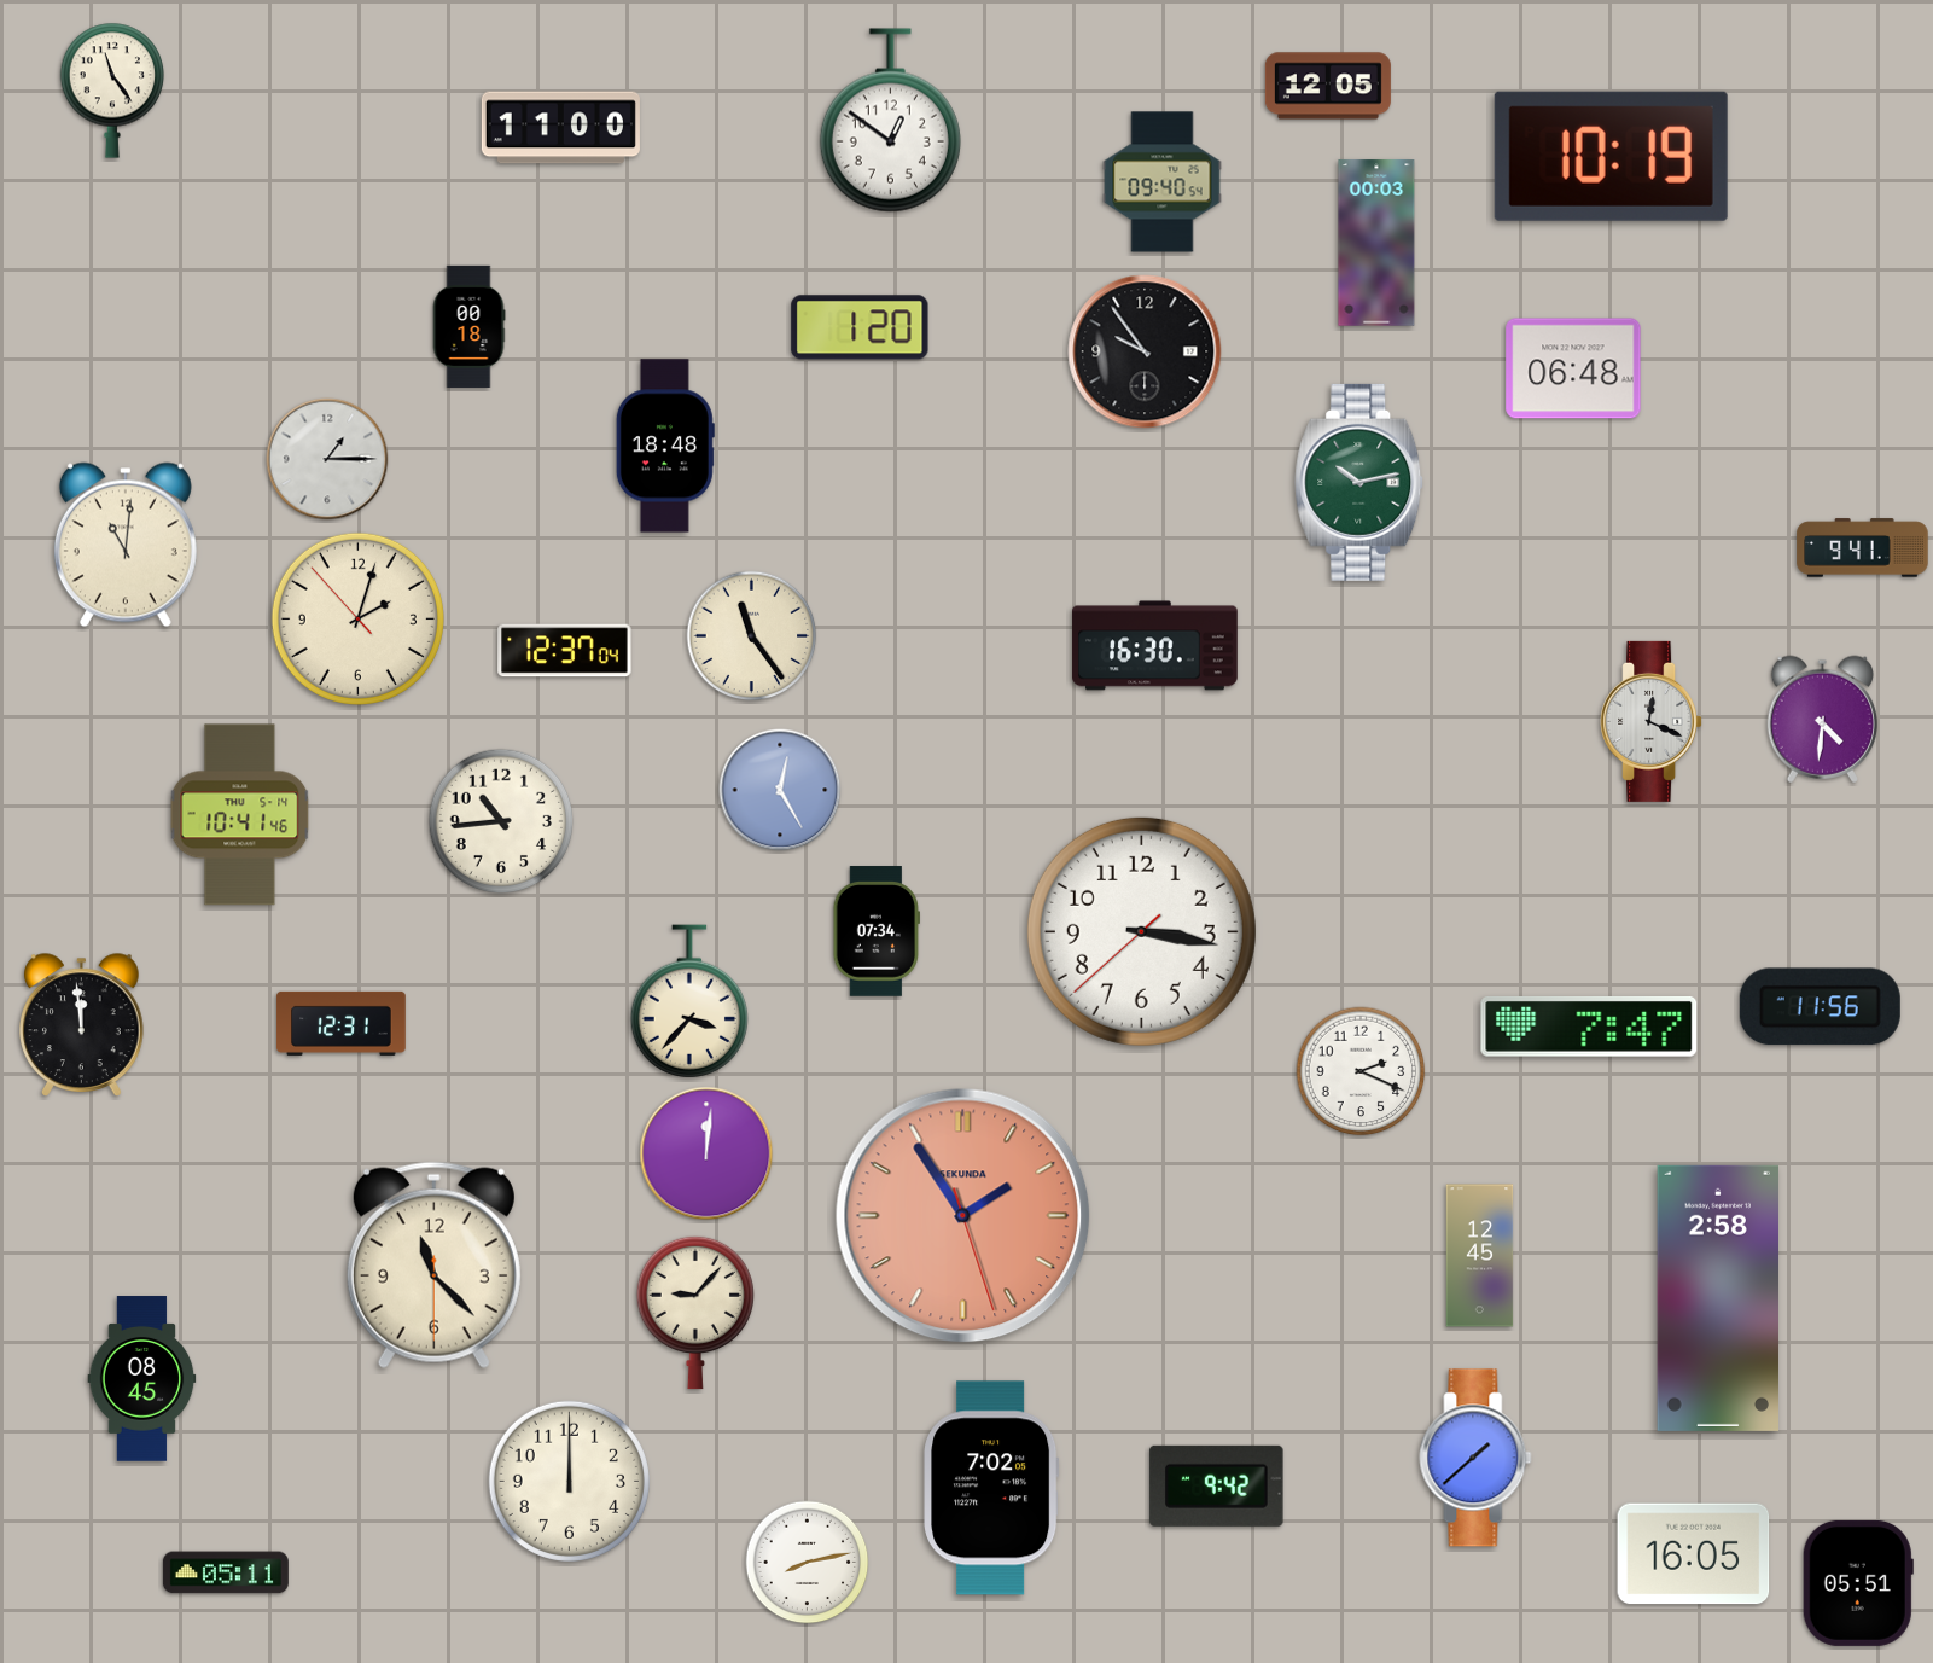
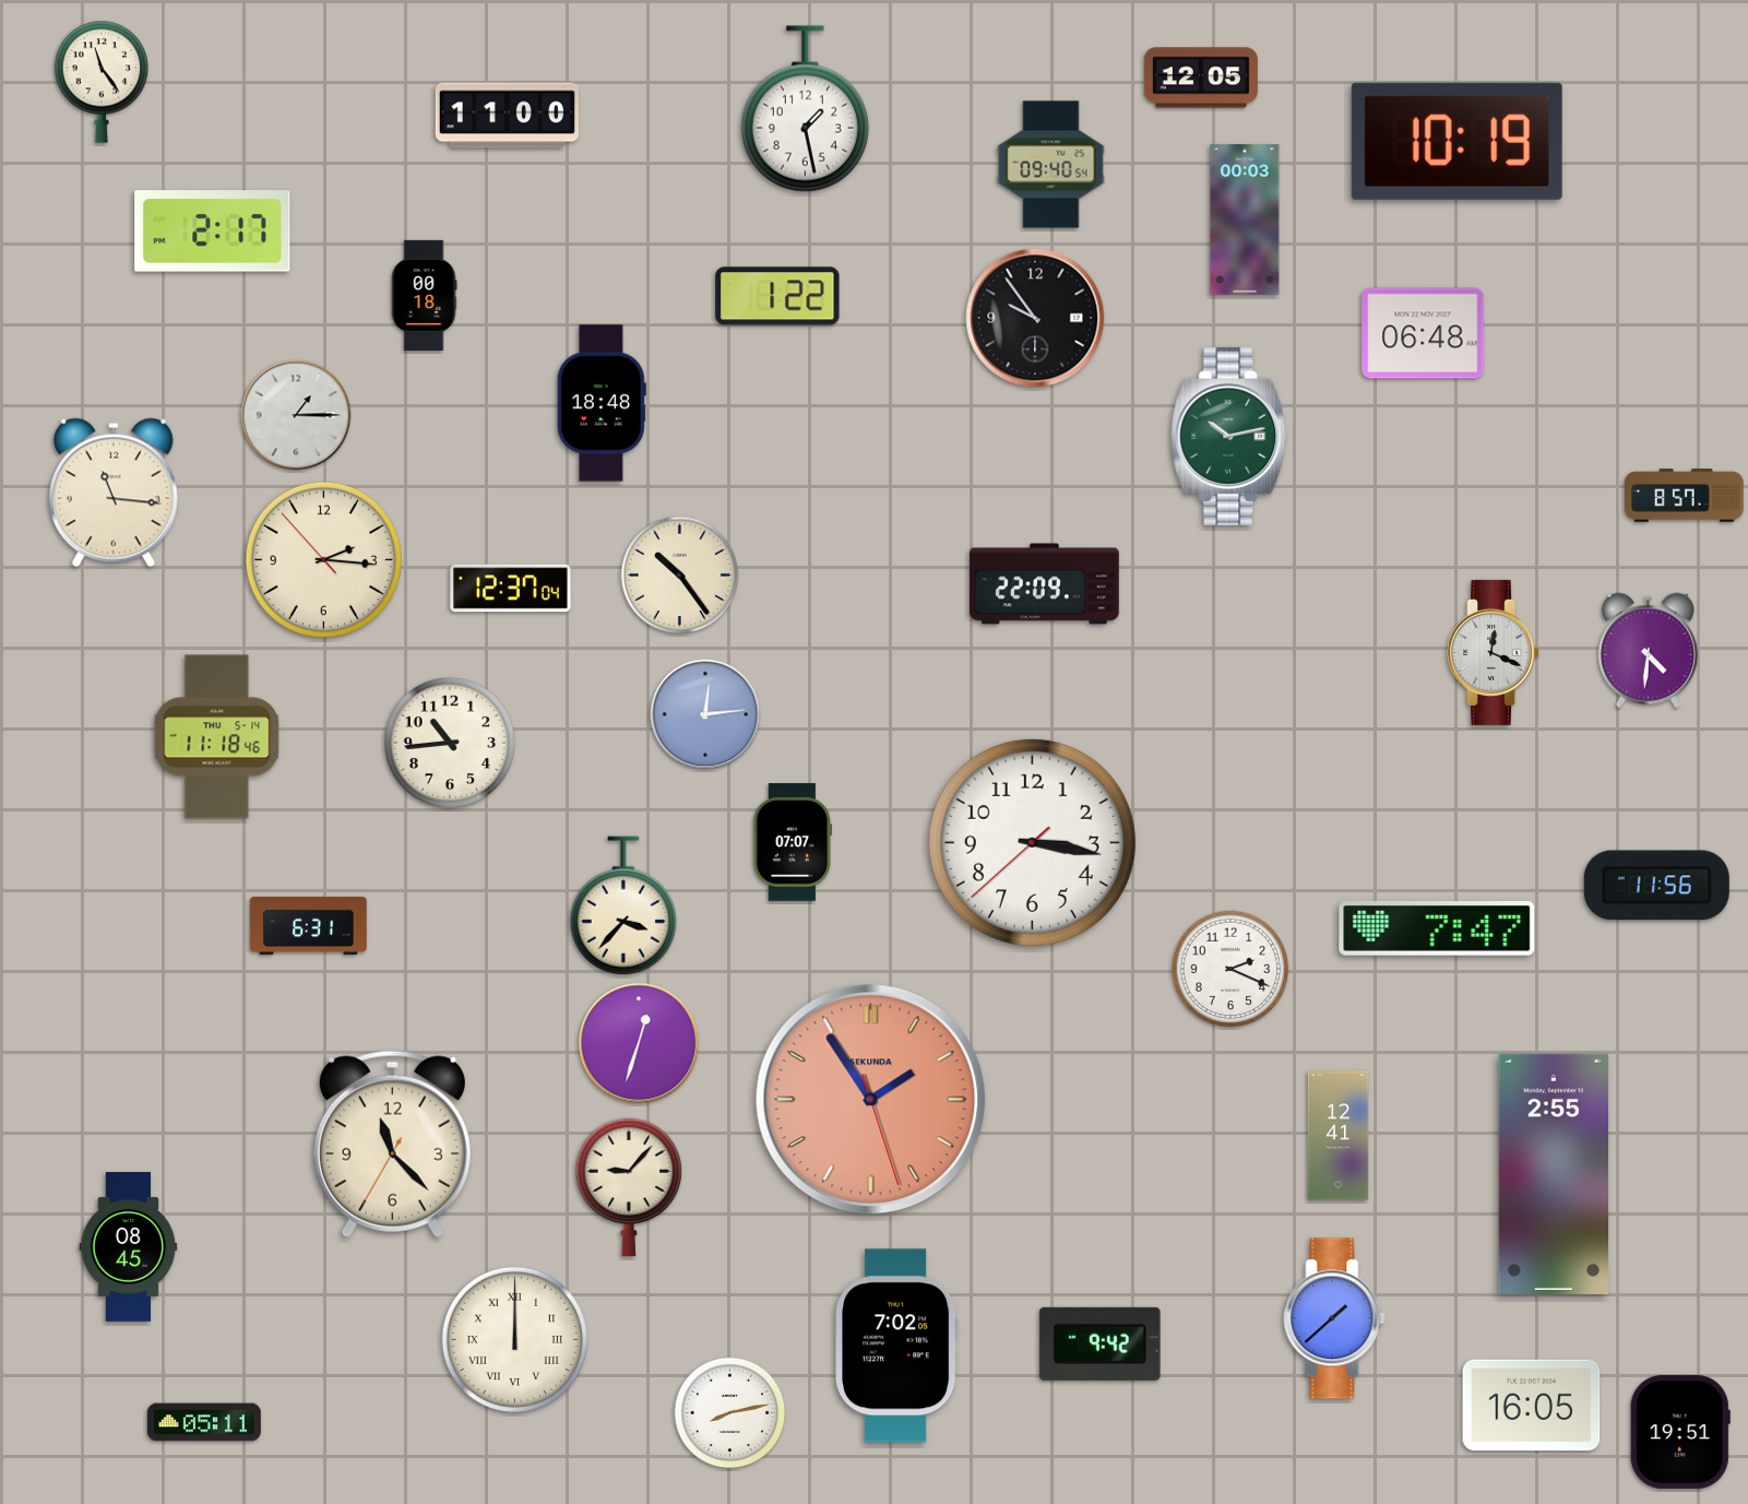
clock at (890, 121): 12:51 -> 1:28
clock at (213, 232): none -> 2:17
clock at (860, 327): 1:20 -> 1:22
clock at (126, 545): 11:01 -> 11:16
clock at (1863, 548): 9:41 -> 8:57
clock at (357, 618): 2:02 -> 2:15
clock at (752, 636): 11:24 -> 10:24
clock at (1155, 646): 16:30 -> 22:09
clock at (780, 790): 12:25 -> 12:14
clock at (240, 815): 10:41 -> 11:18
clock at (501, 821) position: (501, 821) -> (450, 743)
clock at (875, 931): 07:34 -> 07:07
clock at (1820, 1007) position: (1820, 1007) -> (1656, 886)
clock at (342, 1023): 12:31 -> 6:31
clock at (82, 1025): 11:59 -> none
clock at (706, 1153): 12:01 -> 12:33
clock at (1480, 1256): 12:45 -> 12:41
clock at (433, 1264): 11:22:30 -> 11:22:35
clock at (1717, 1298): 2:58 -> 2:55
clock at (569, 1481) numerals: Arabic -> Roman
clock at (1858, 1583): 05:51 -> 19:51
